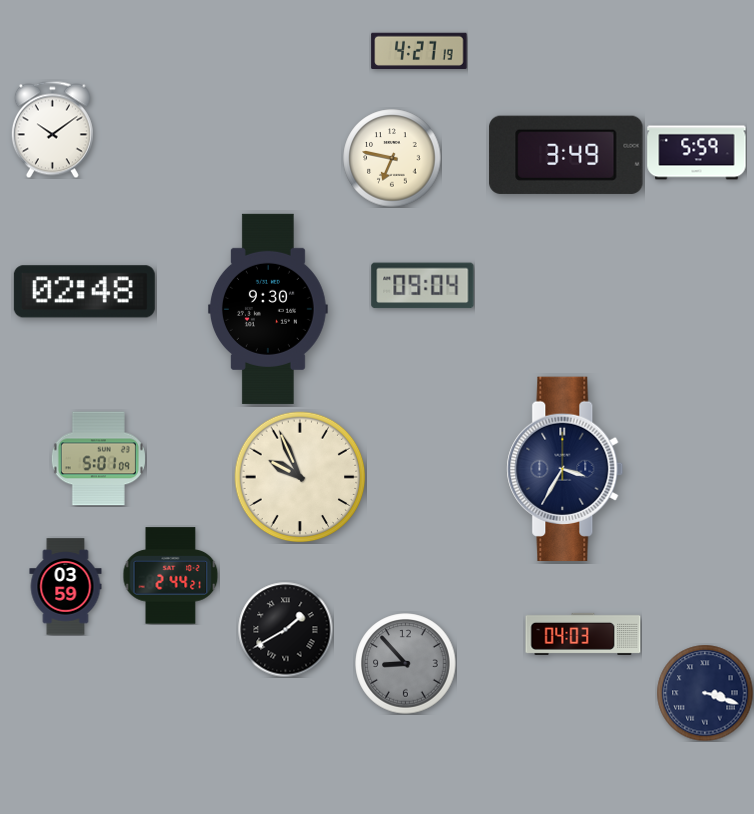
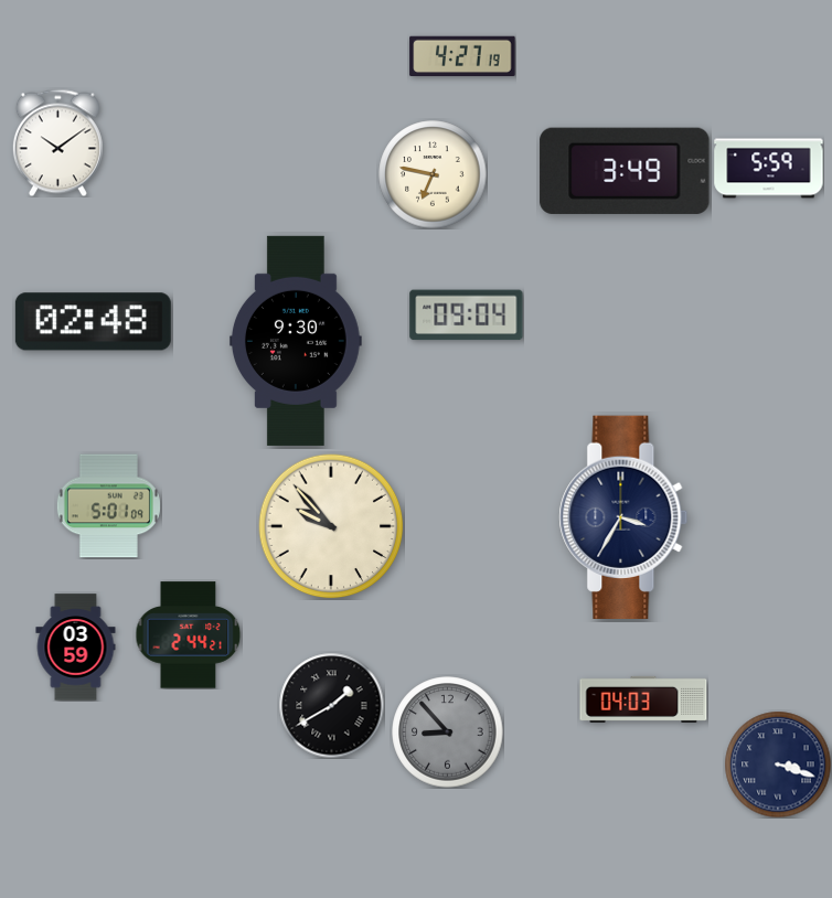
clock at (300, 477): 9:56 -> 9:53
clock at (66, 587) position: (66, 587) -> (76, 648)
clock at (285, 629) position: (285, 629) -> (331, 705)
